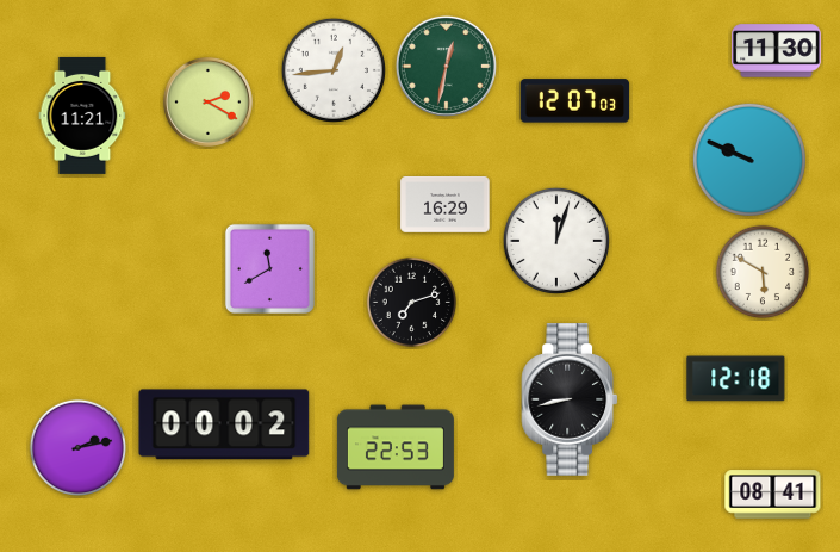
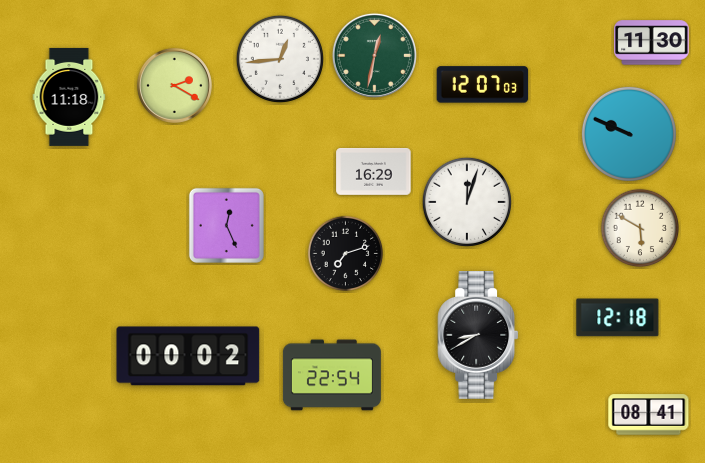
clock at (82, 116): 11:21 -> 11:18
clock at (269, 268): 11:40 -> 12:26
clock at (570, 401): 8:43 -> 8:40
clock at (396, 447): 22:53 -> 22:54
clock at (79, 448): 2:13 -> none
